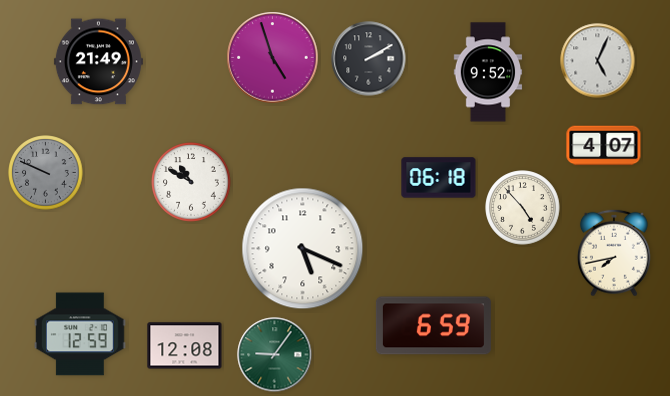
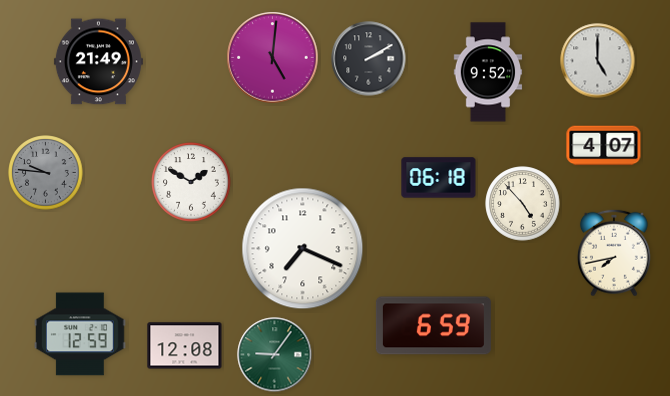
clock at (273, 58): 4:57 -> 5:01
clock at (598, 61): 5:04 -> 5:00
clock at (46, 173): 9:49 -> 9:46
clock at (191, 182): 10:50 -> 1:50
clock at (523, 208) position: (523, 208) -> (523, 204)
clock at (303, 249): 5:19 -> 7:19
